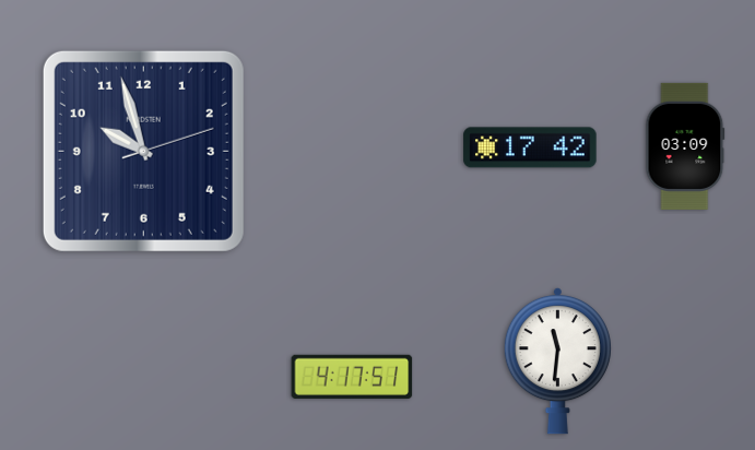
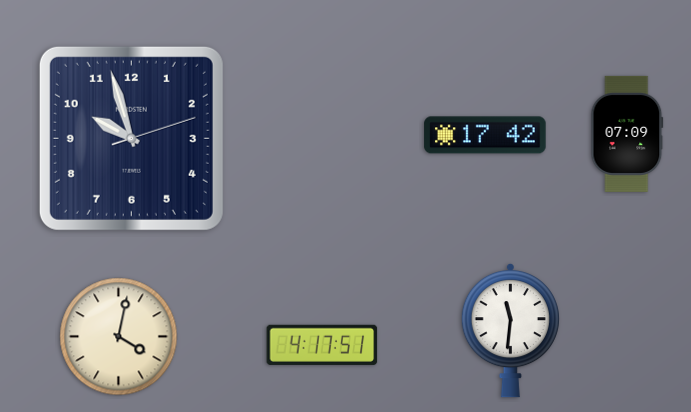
clock at (685, 146): 03:09 -> 07:09
clock at (119, 337): none -> 4:02
